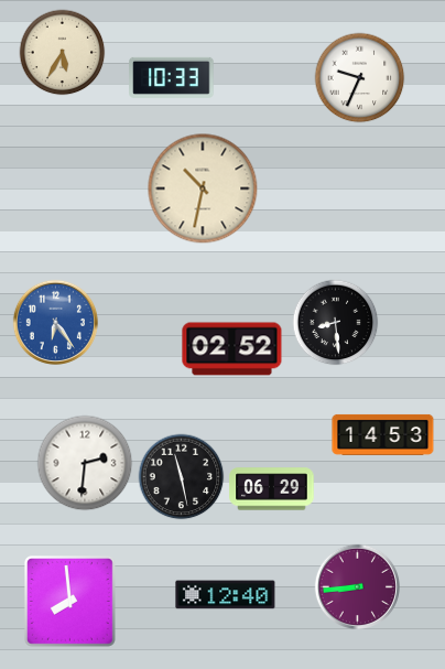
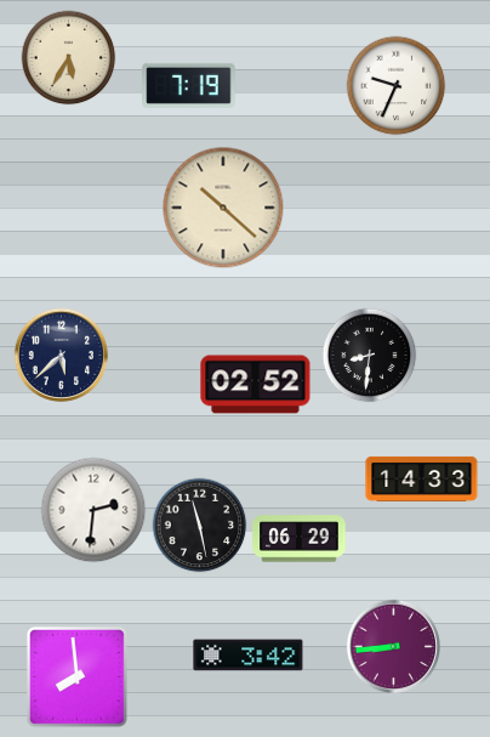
clock at (172, 77): 10:33 -> 7:19
clock at (203, 188): 10:32 -> 10:22
clock at (55, 322): 6:24 -> 5:38
clock at (55, 322) dial: blue -> navy
clock at (335, 322): 8:29 -> 8:31
clock at (383, 434): 14:53 -> 14:33
clock at (226, 595): 12:40 -> 3:42
clock at (69, 601) position: (69, 601) -> (76, 676)
